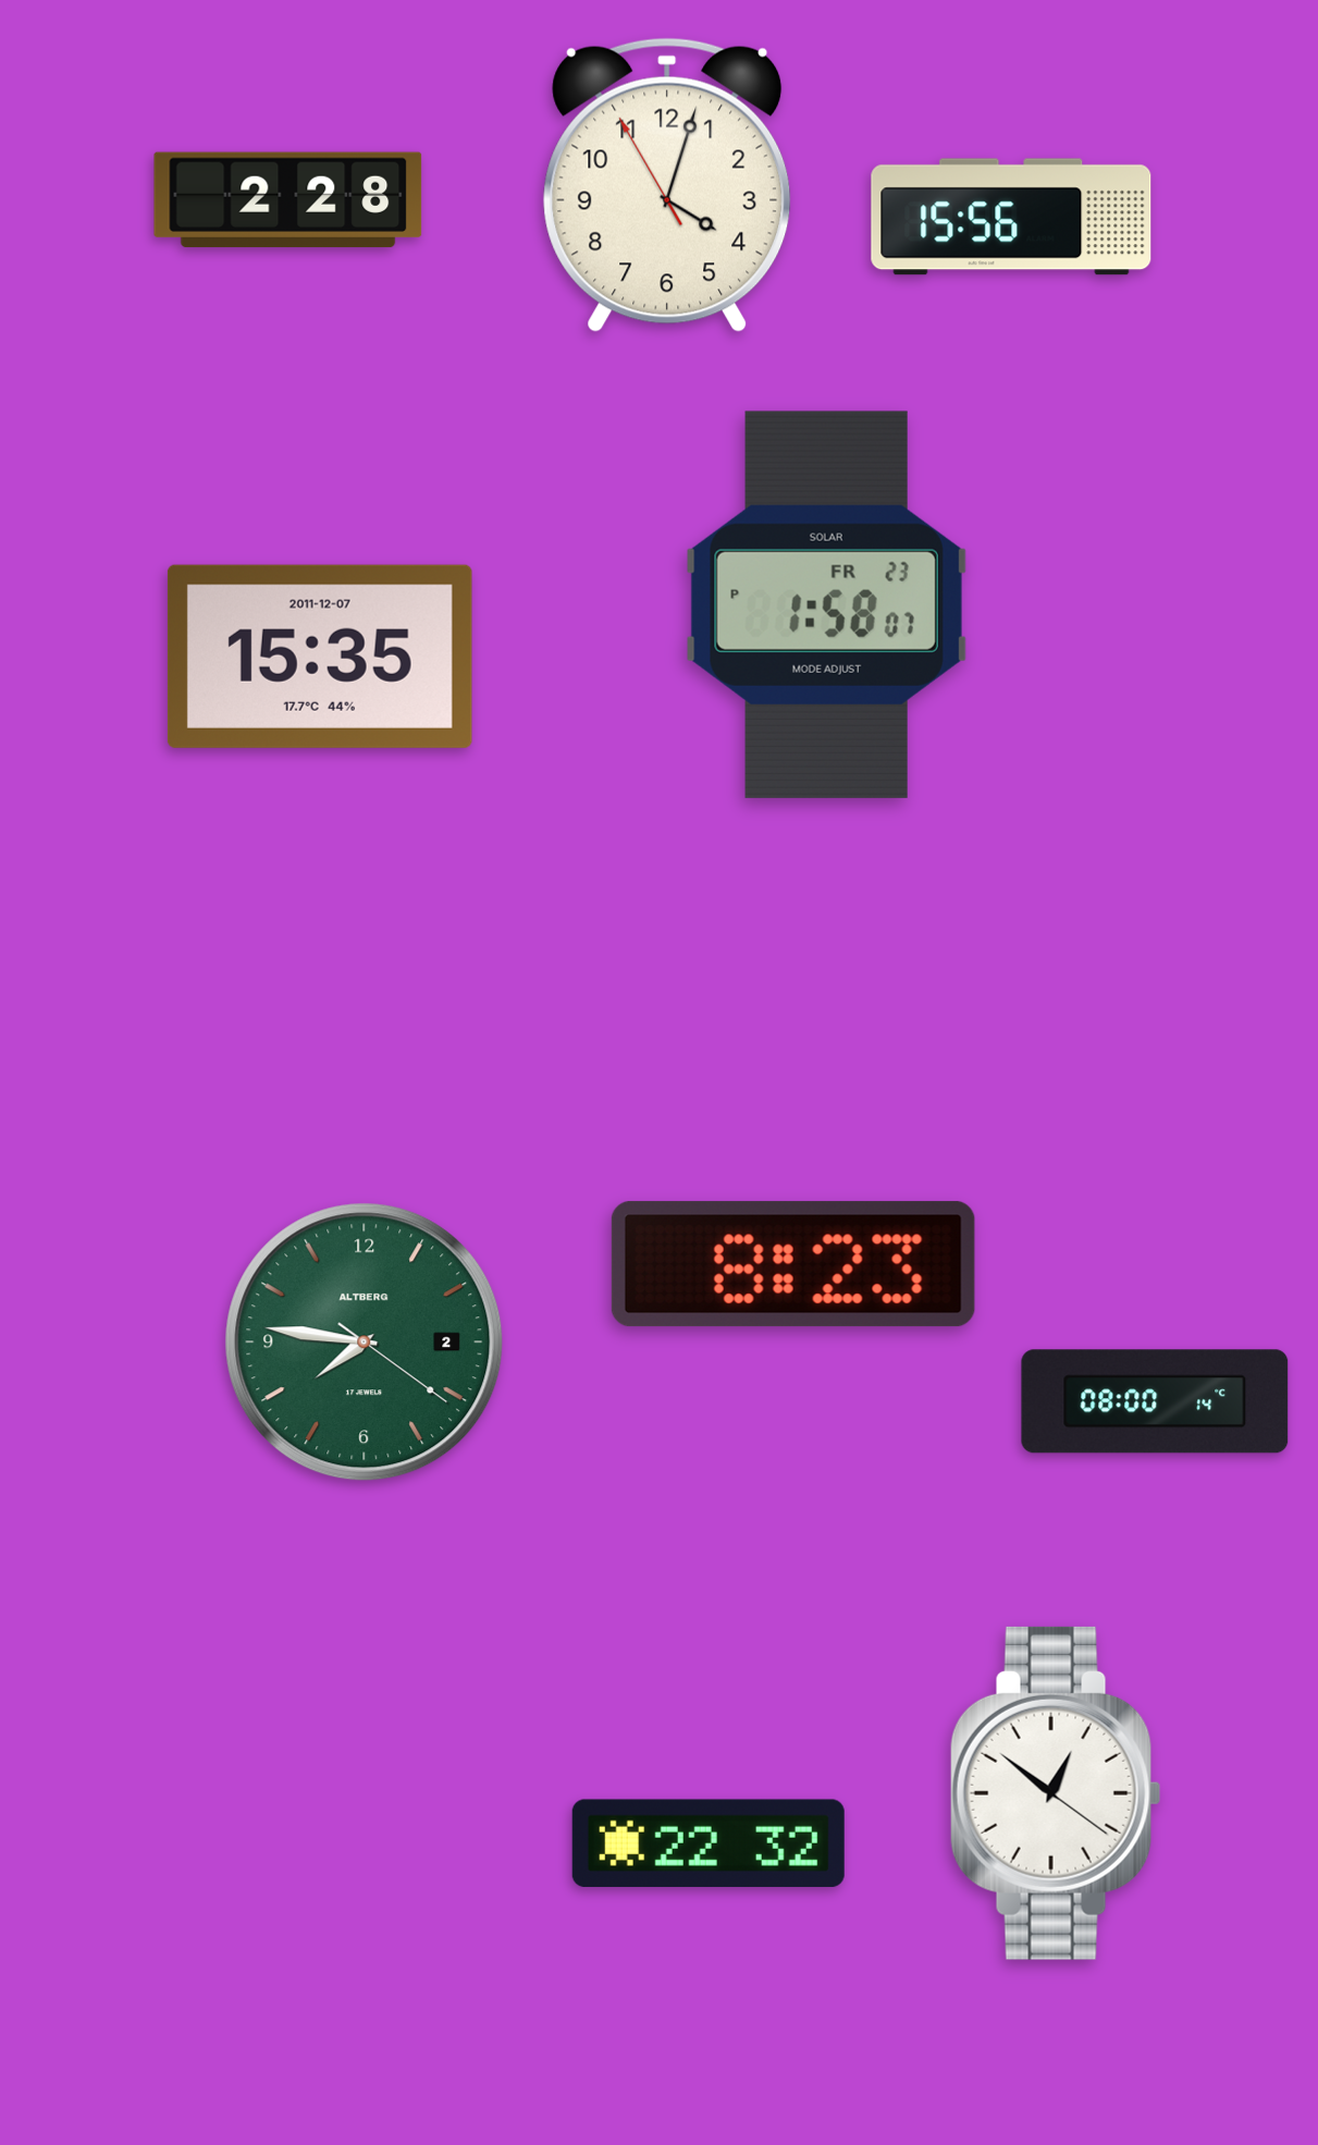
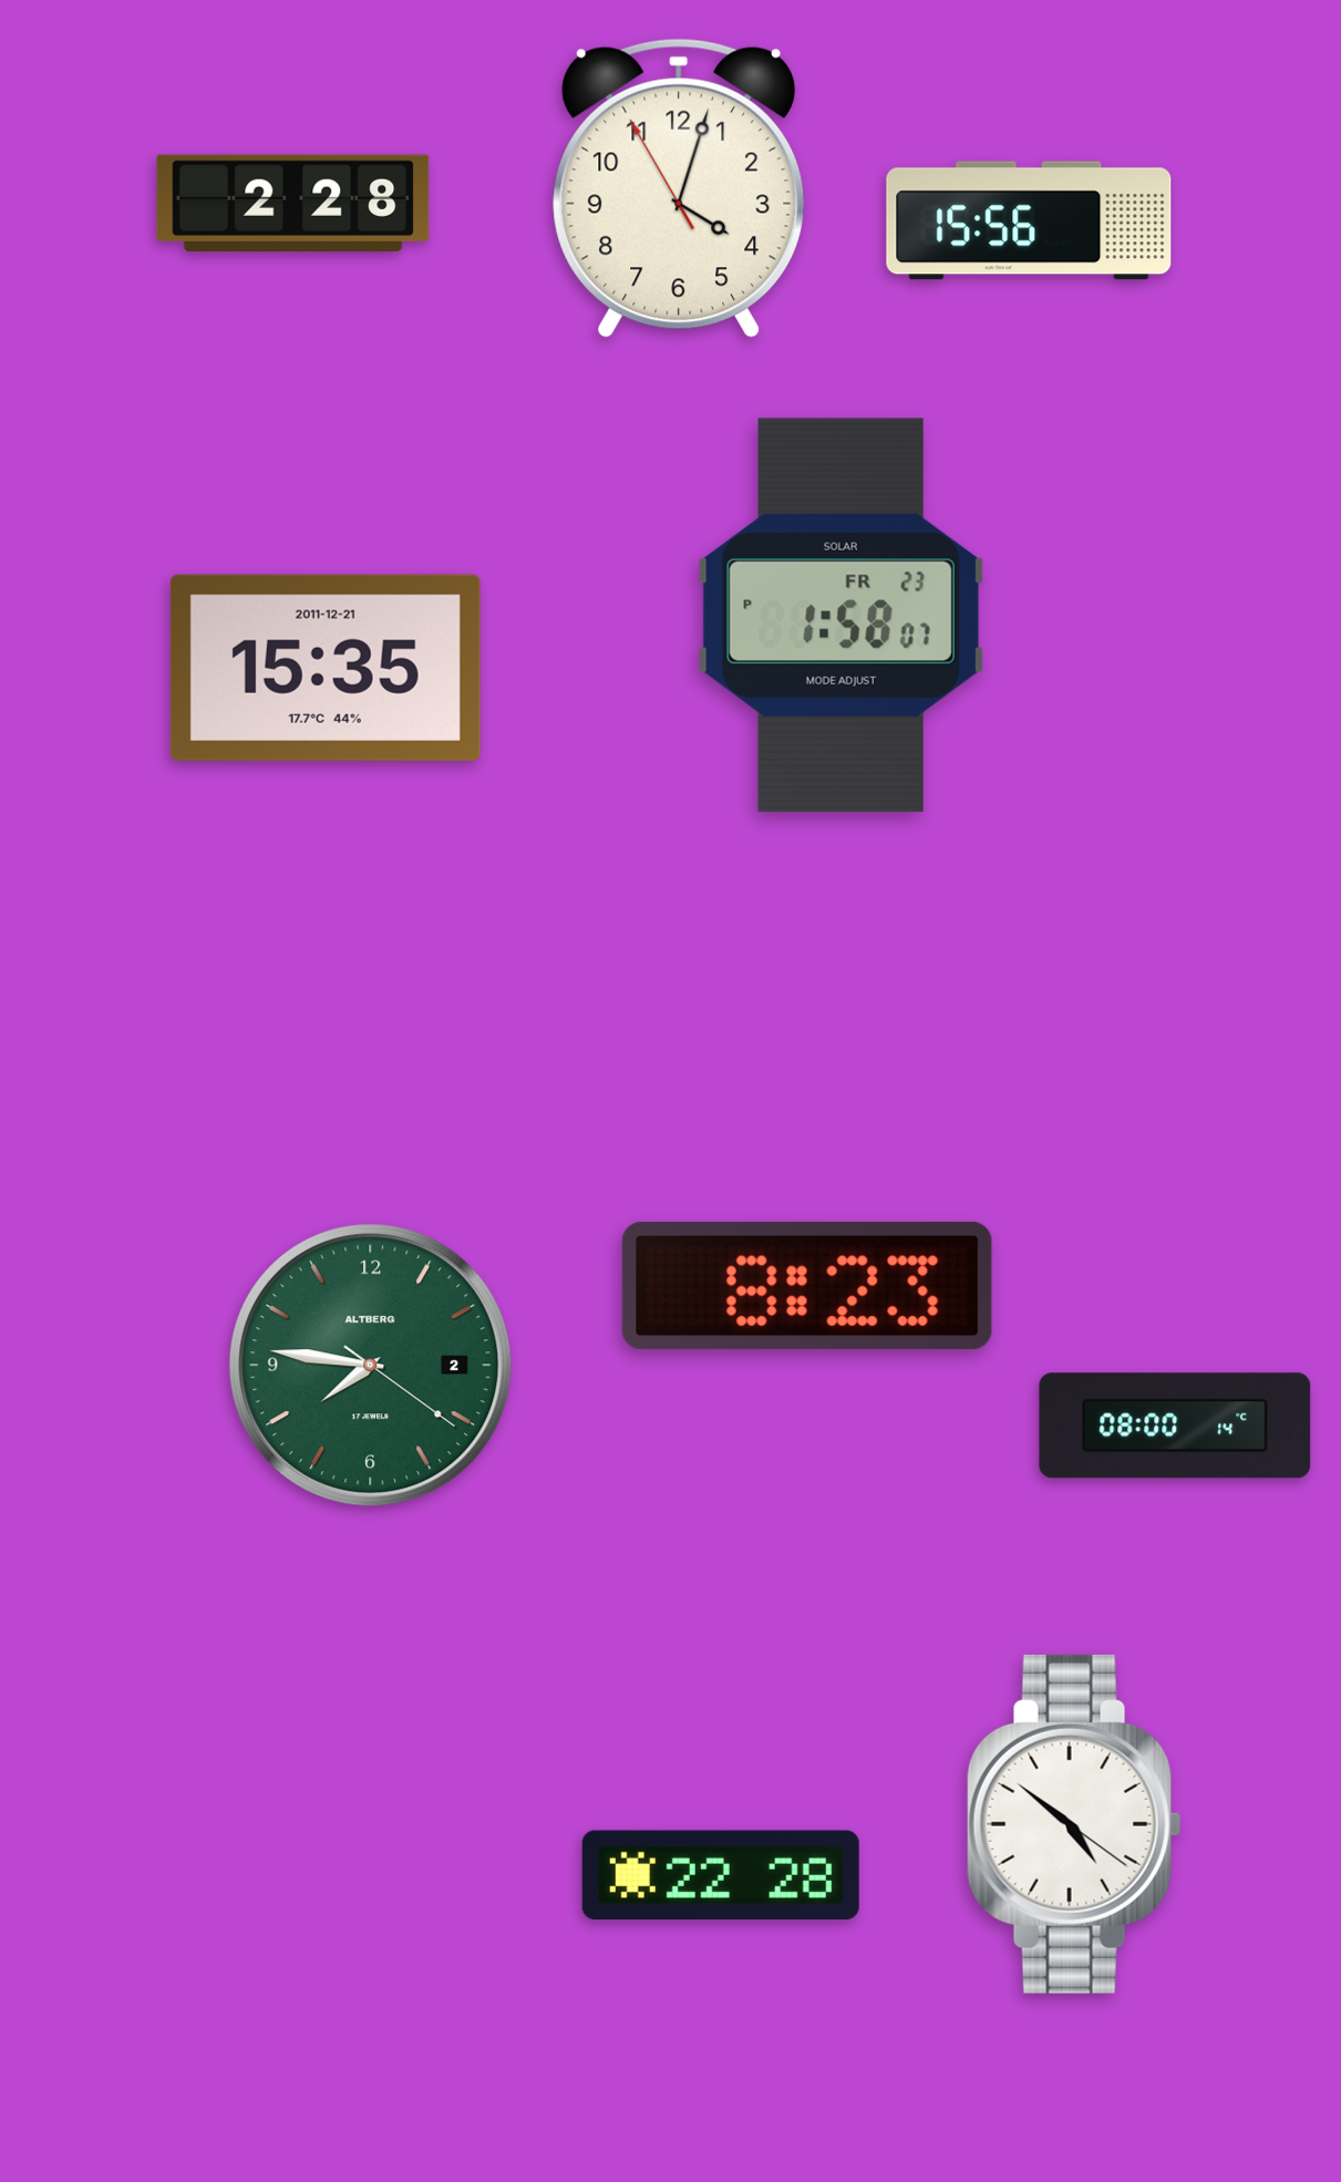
clock at (320, 657) date: 2011-12-07 -> 2011-12-21
clock at (1056, 1793): 12:51 -> 4:51
clock at (709, 1843): 22:32 -> 22:28
